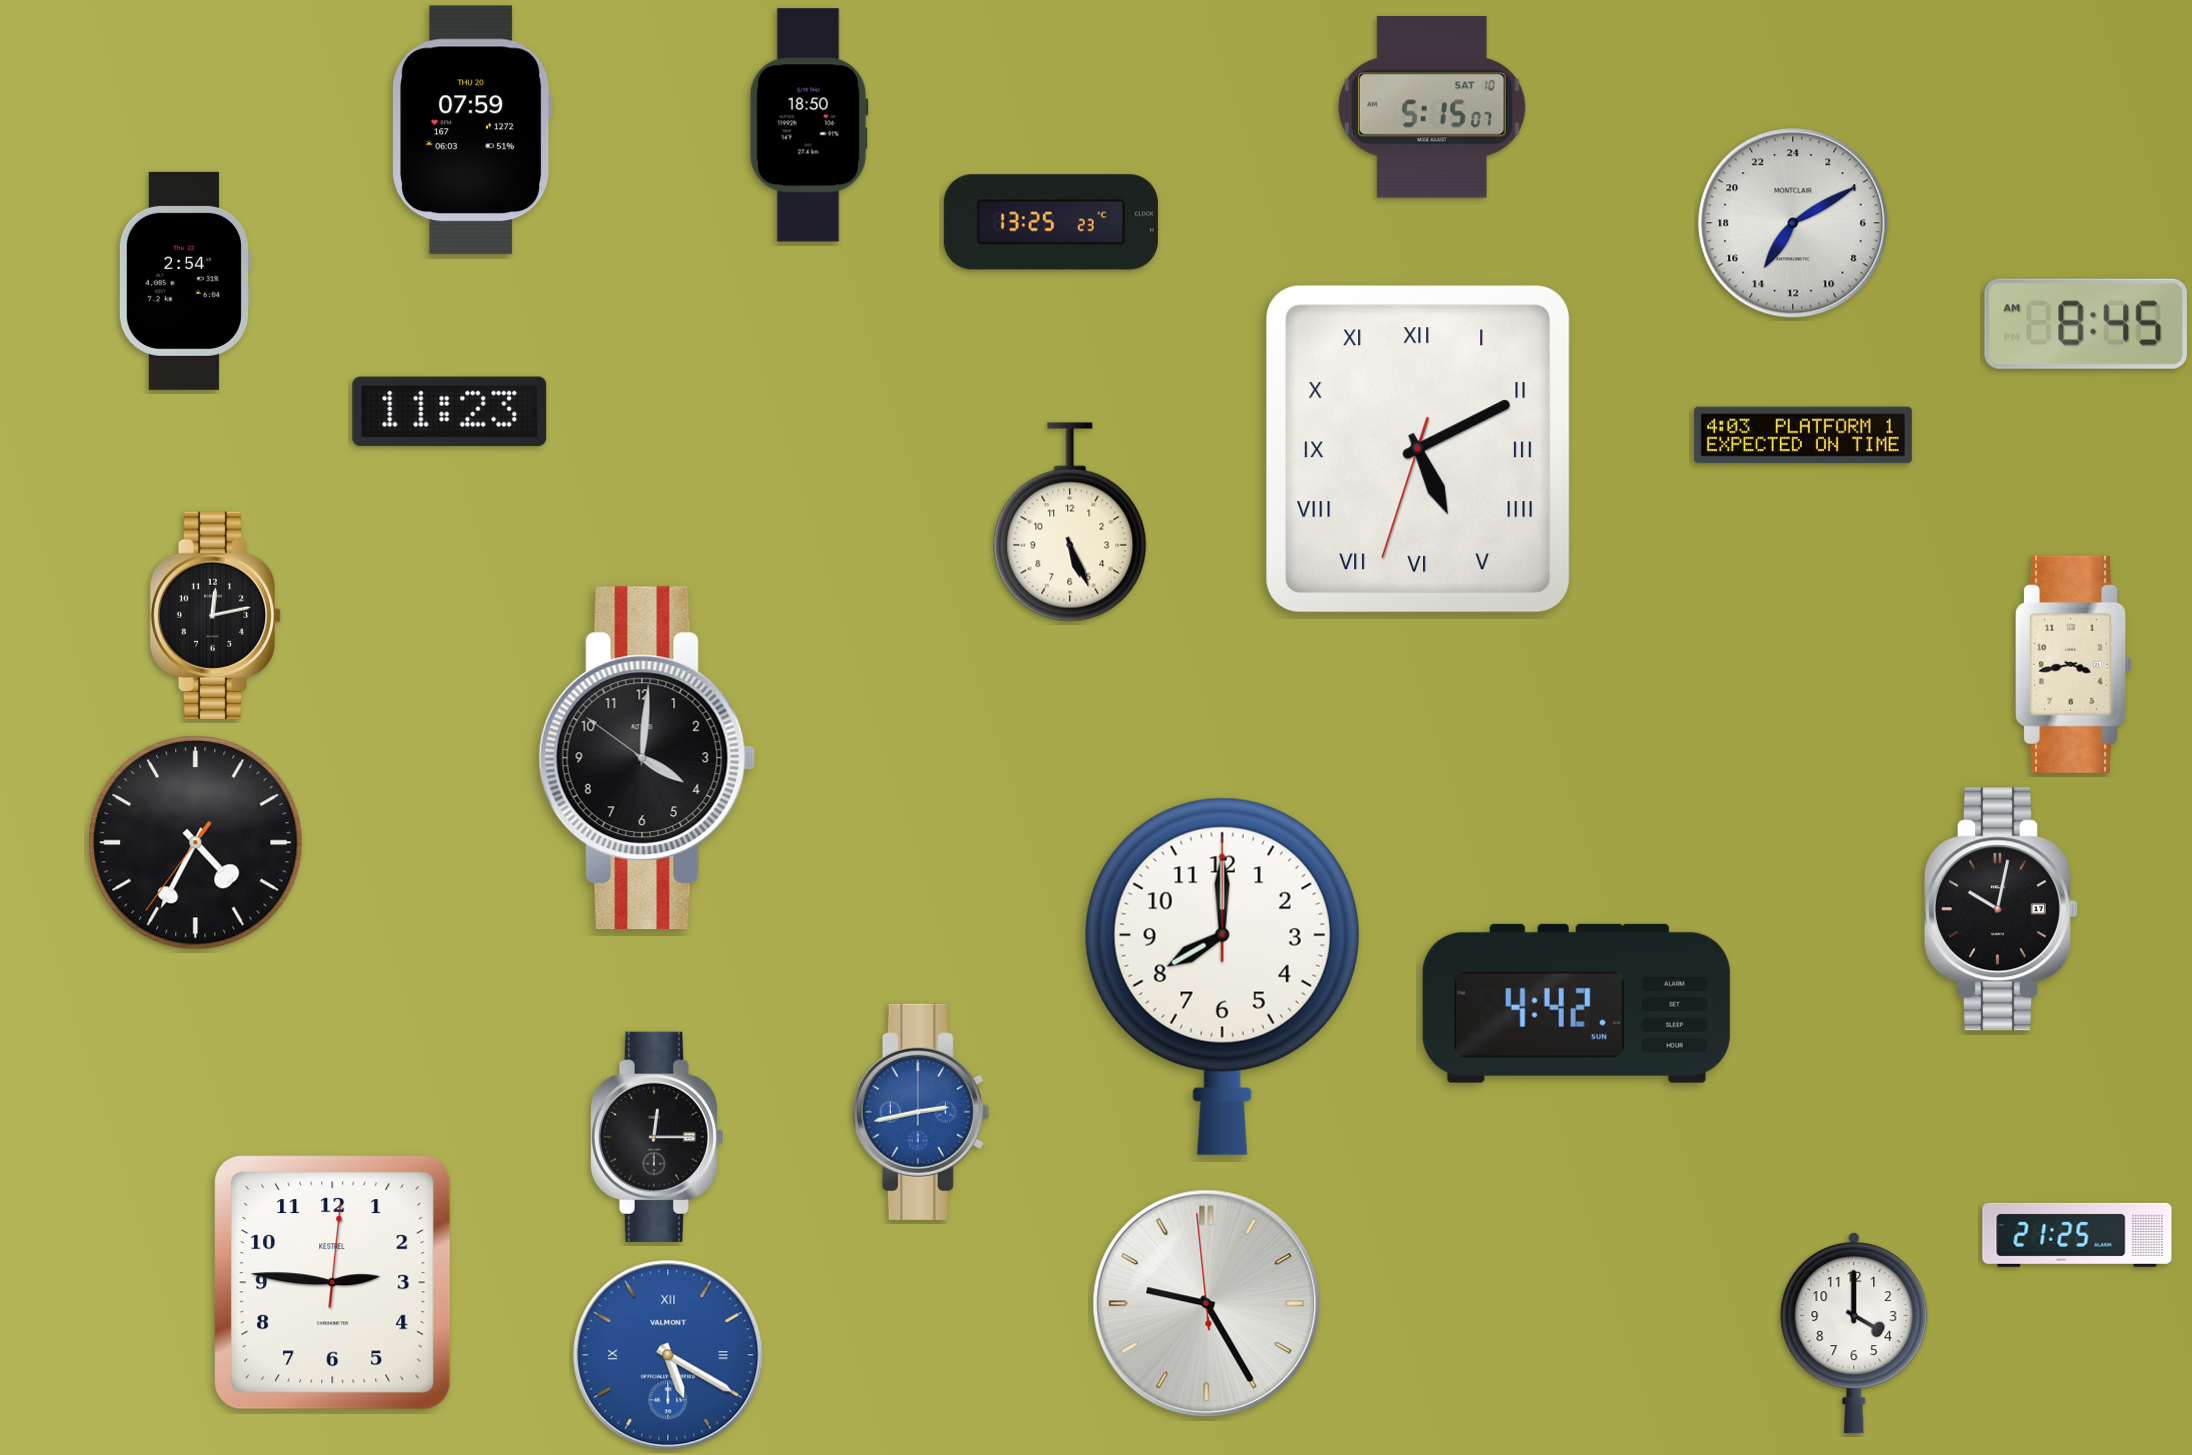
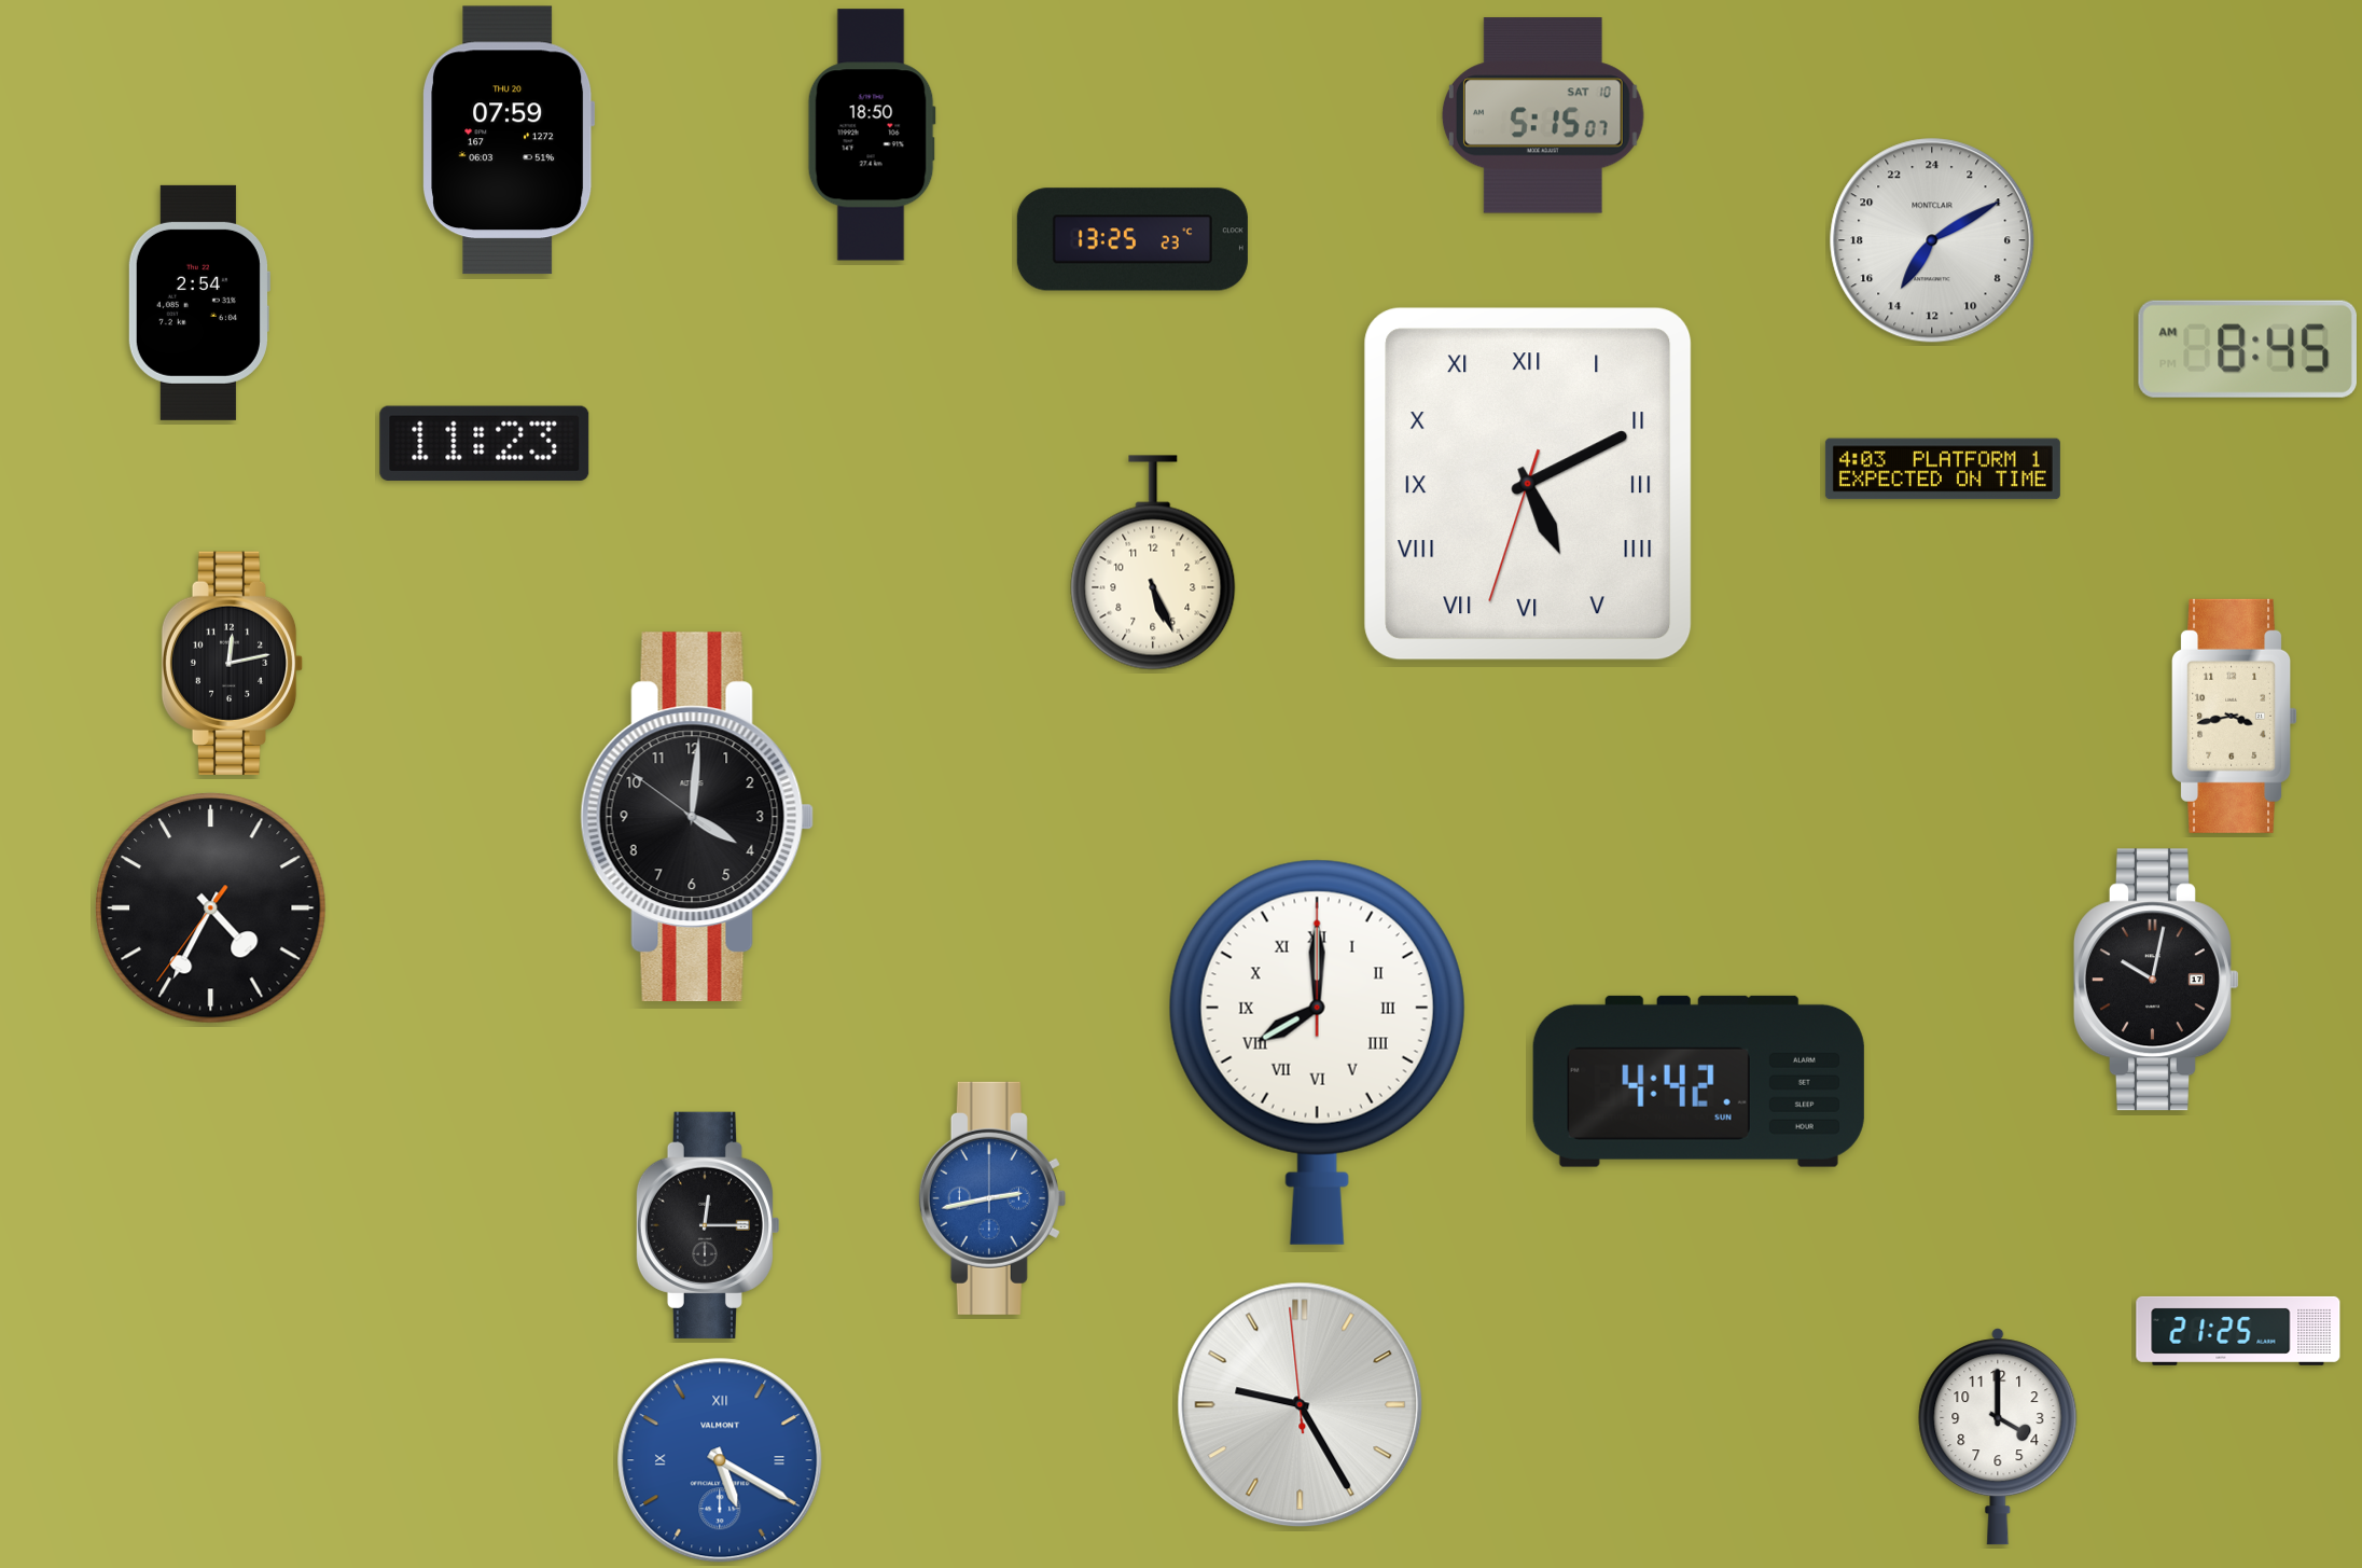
clock at (1222, 976) numerals: Arabic -> Roman
clock at (333, 1283): 2:46 -> none
